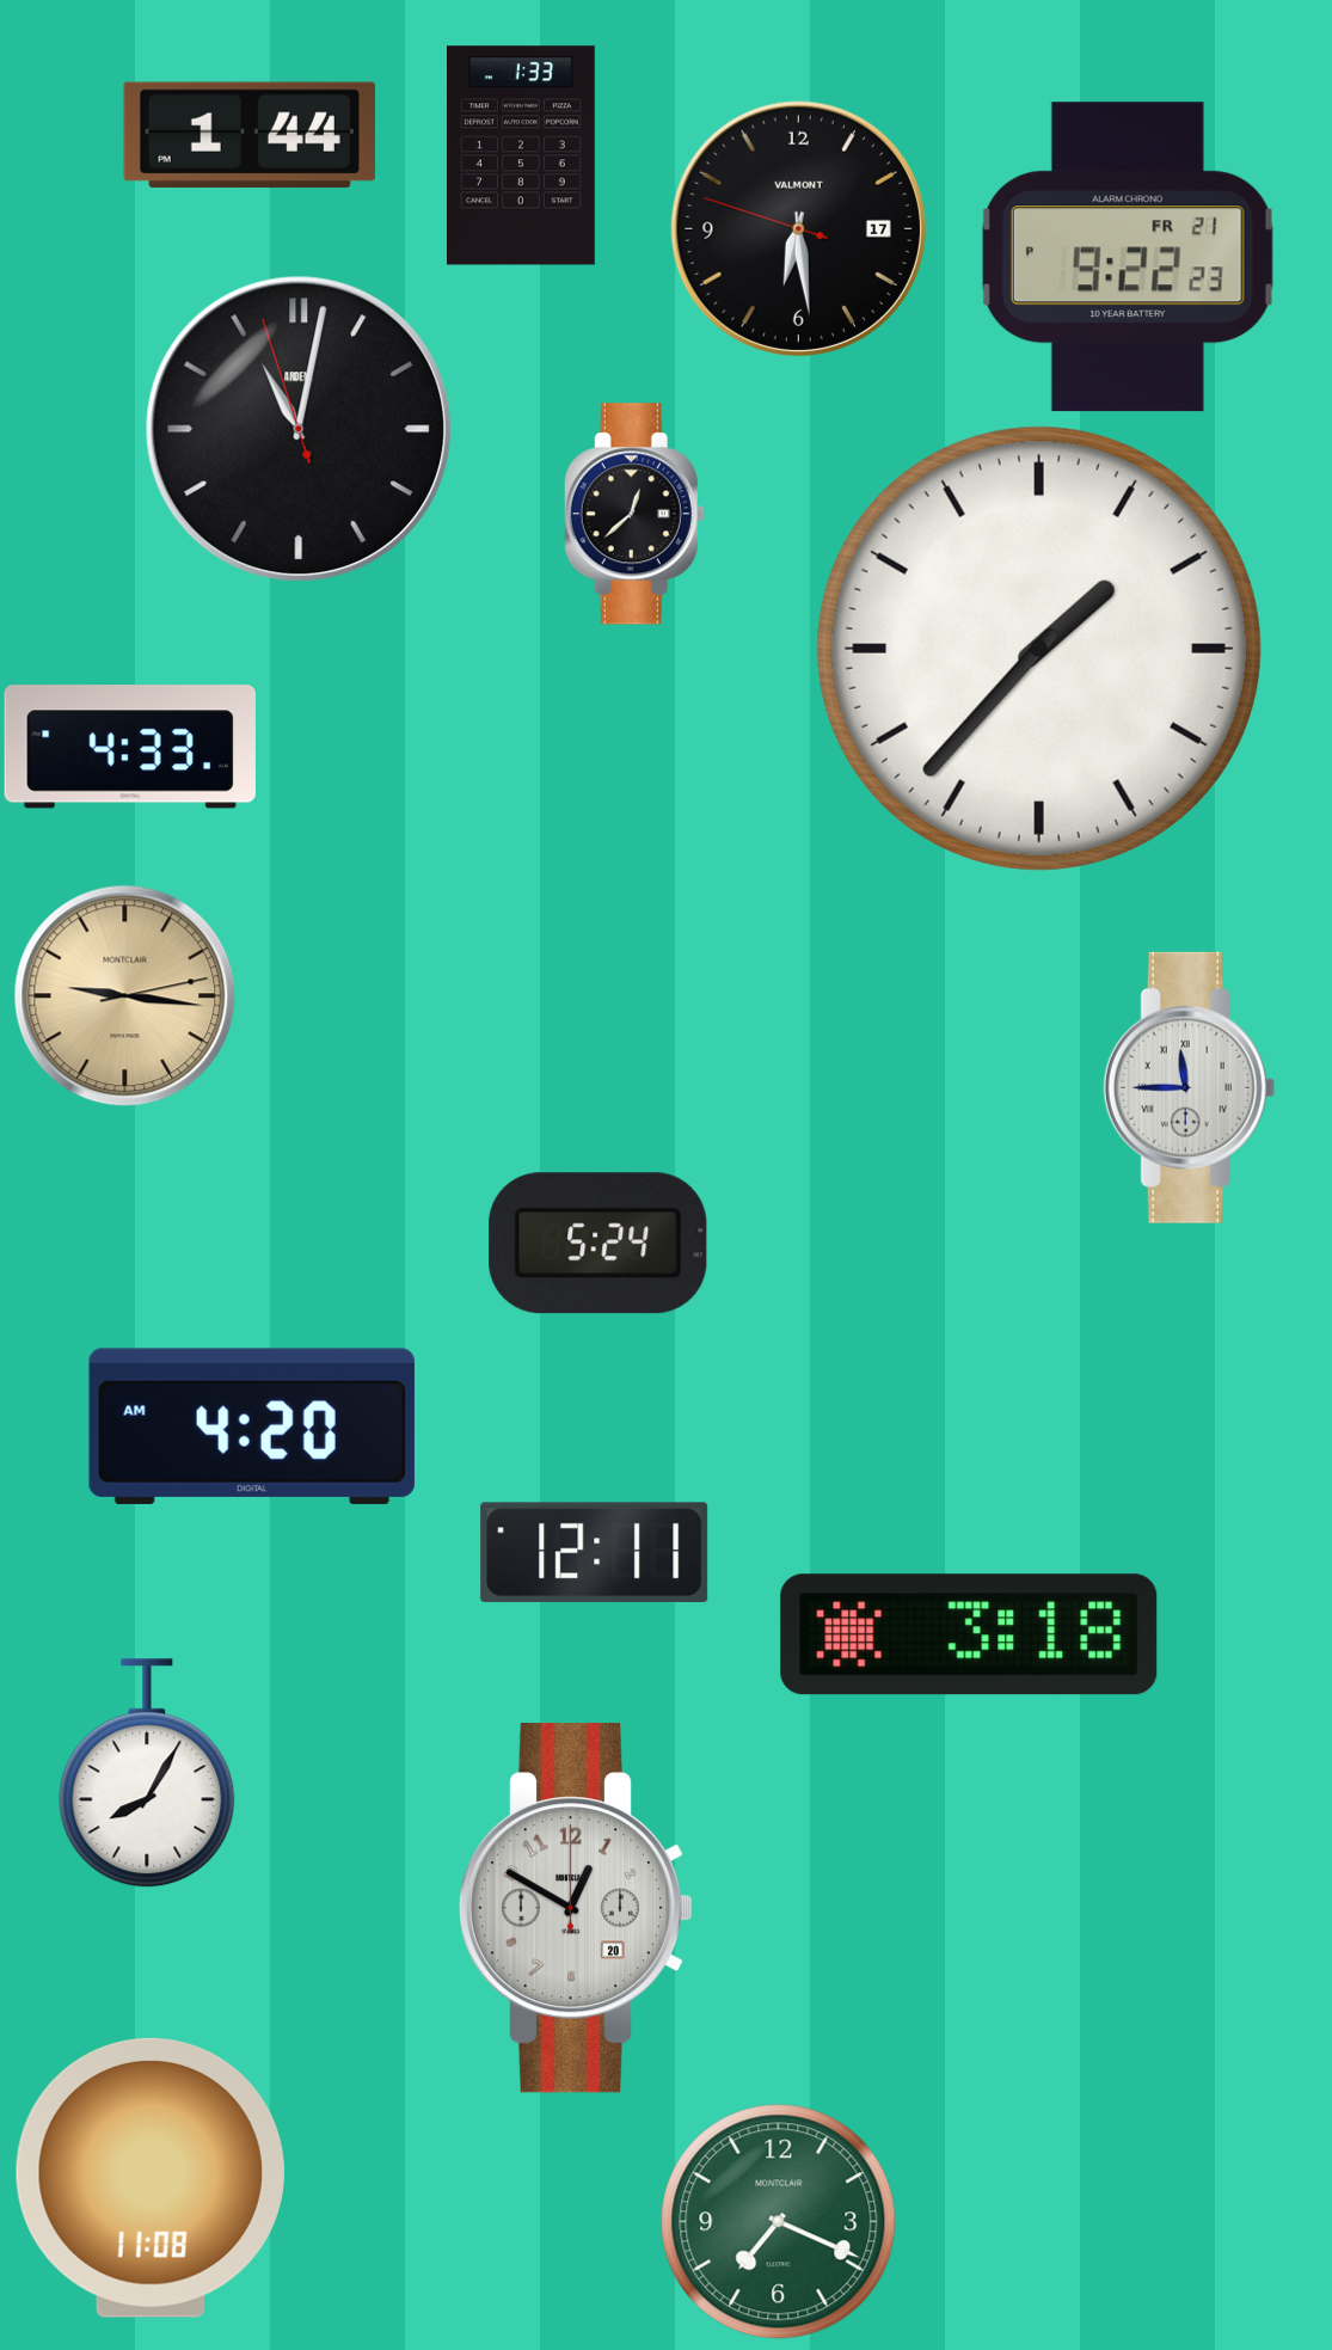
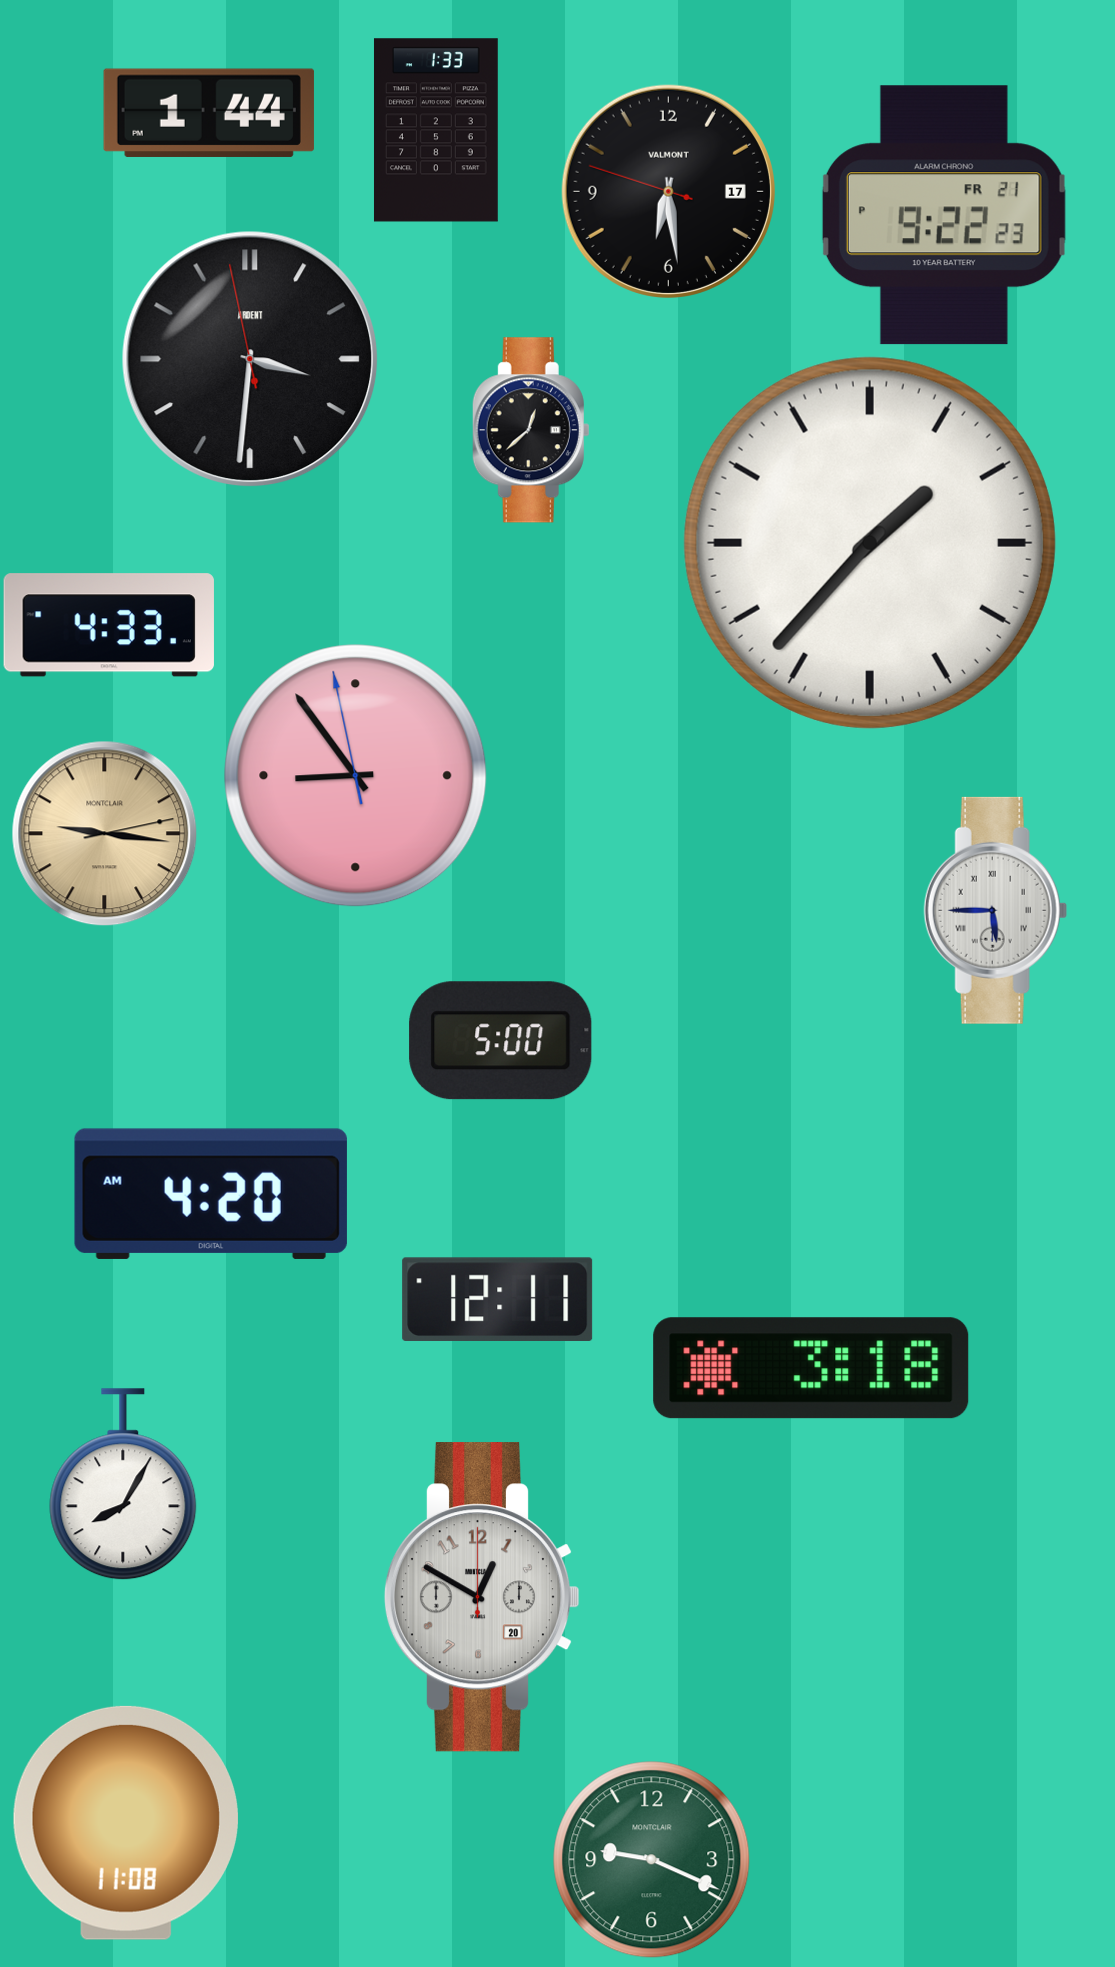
clock at (299, 429): 11:01 -> 3:30
clock at (356, 776): none -> 8:53
clock at (1189, 1087): 11:45 -> 5:45
clock at (599, 1244): 5:24 -> 5:00
clock at (779, 2222): 7:19 -> 9:19
